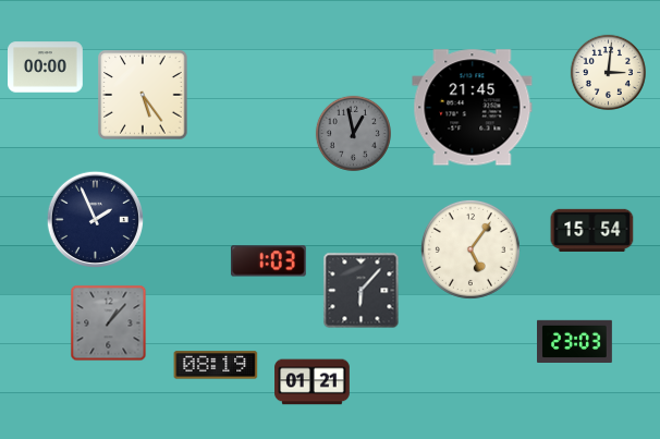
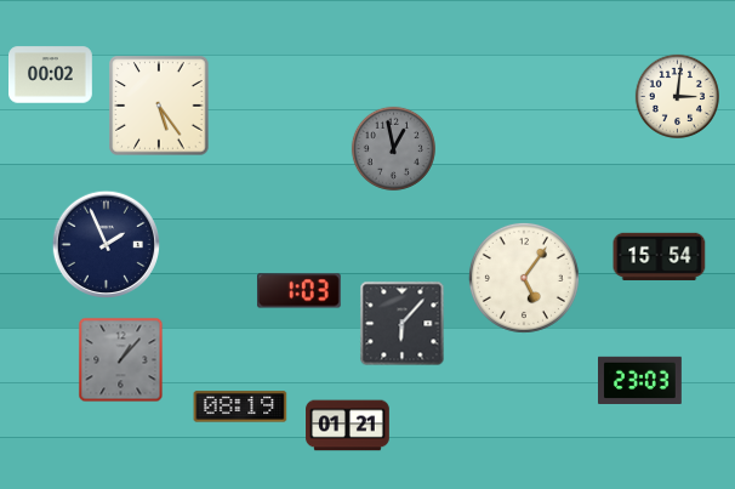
clock at (46, 68): 00:00 -> 00:02
clock at (608, 72) position: (608, 72) -> (677, 96)
clock at (473, 108): 21:45 -> none
